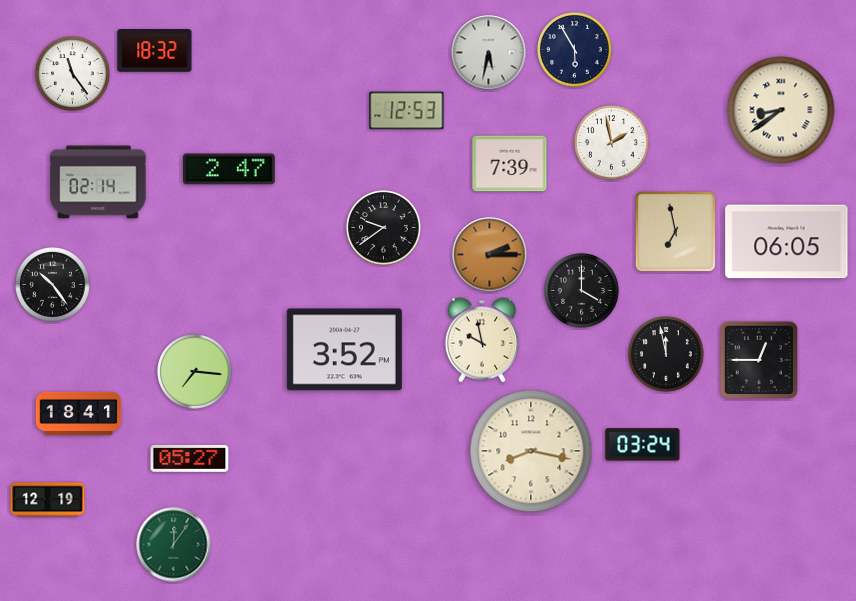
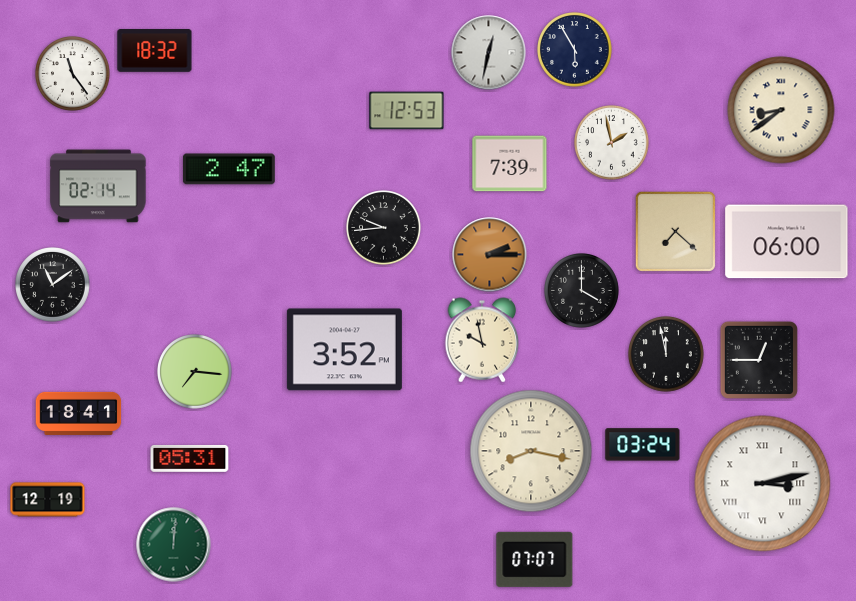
clock at (489, 53): 5:32 -> 12:32
clock at (98, 182) position: (98, 182) -> (98, 186)
clock at (384, 228): 9:39 -> 9:44
clock at (675, 231): 6:58 -> 7:22
clock at (787, 242): 06:05 -> 06:00
clock at (53, 285): 10:24 -> 11:09
clock at (190, 459): 05:27 -> 05:31
clock at (763, 484): none -> 3:13
clock at (174, 545): 12:06 -> 12:01
clock at (535, 559): none -> 07:07
